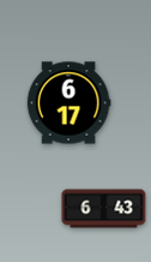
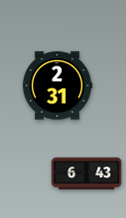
clock at (68, 103): 6:17 -> 2:31
